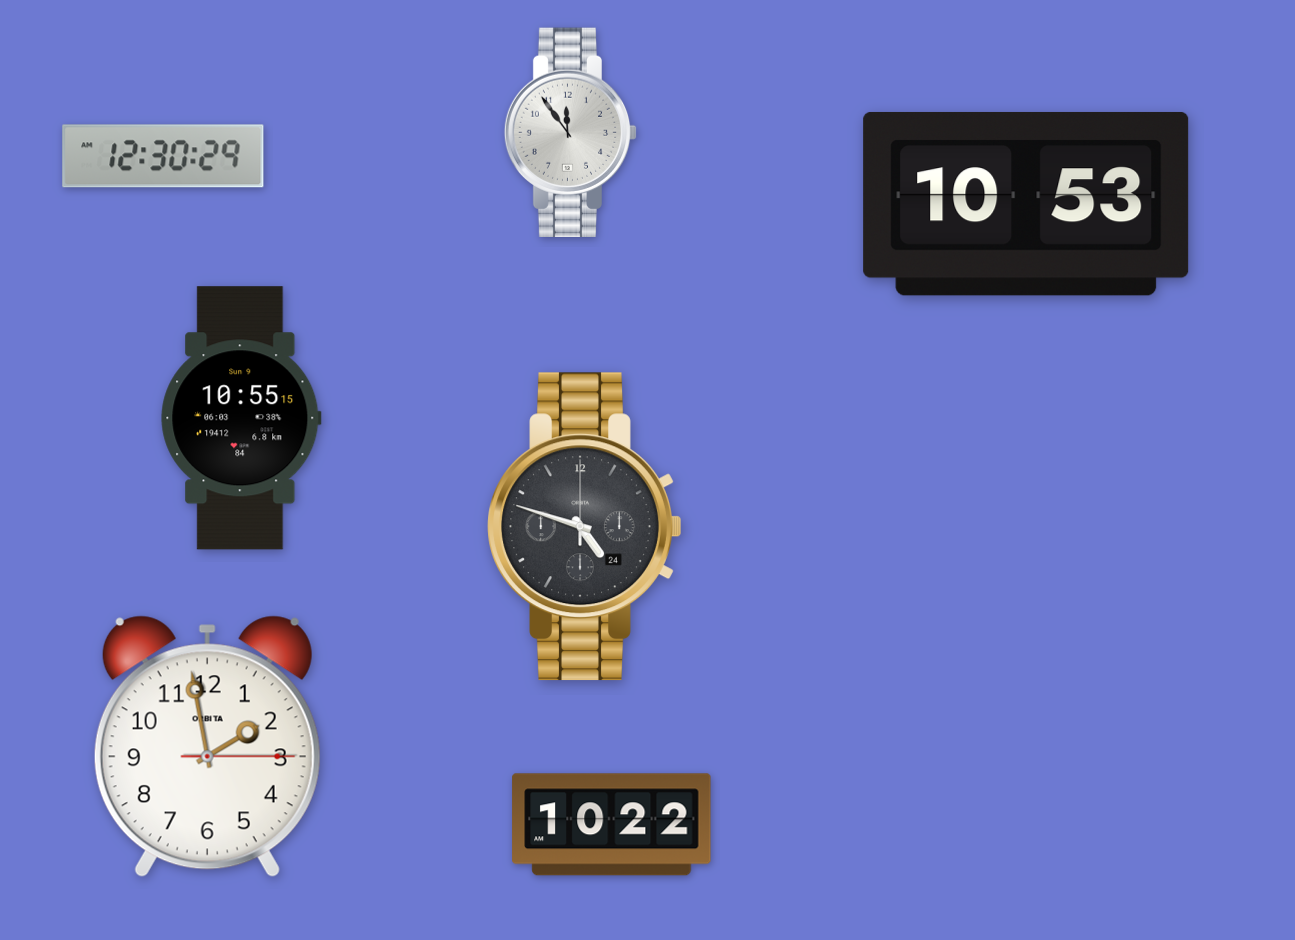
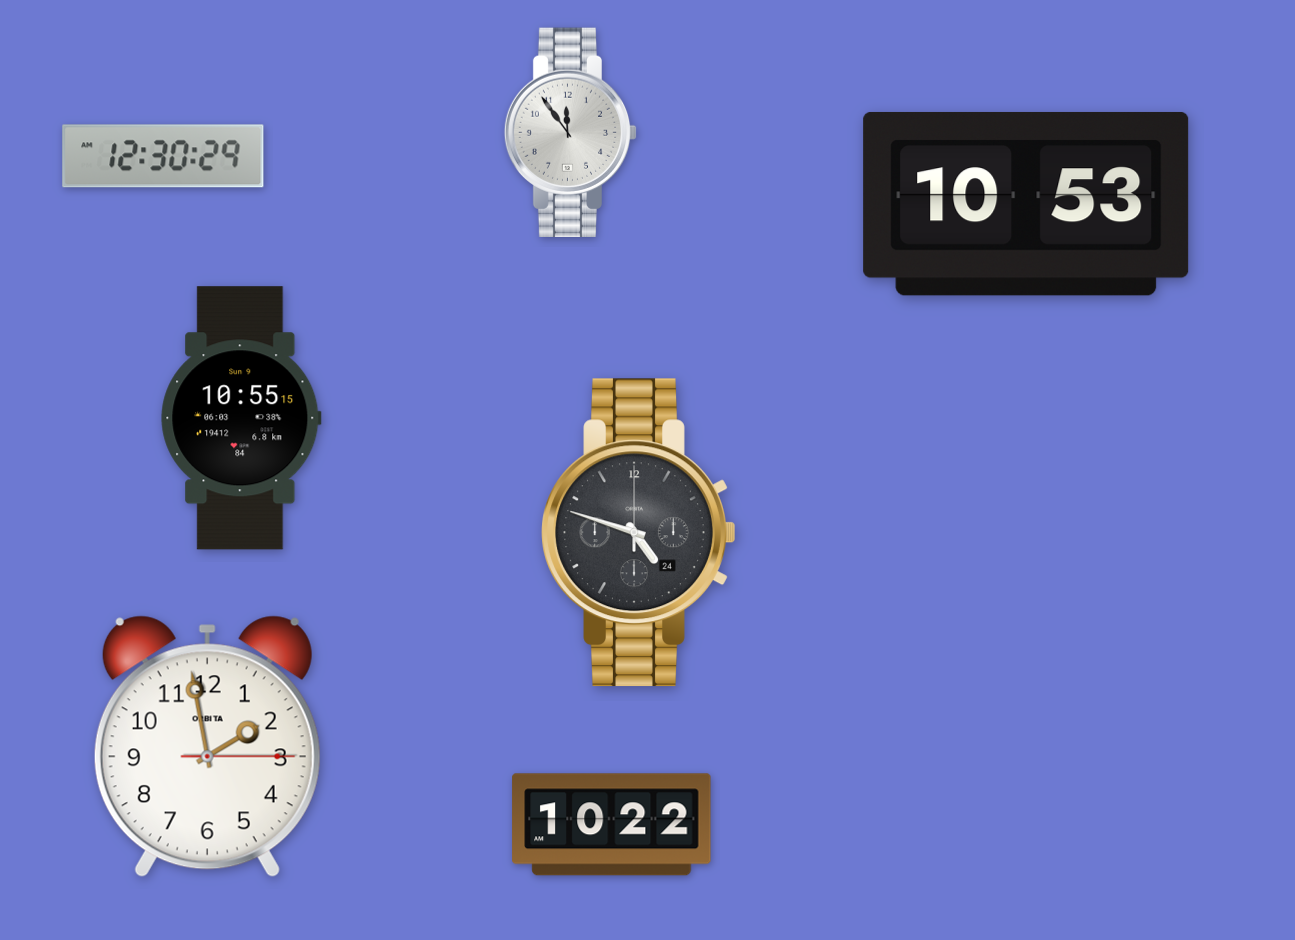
clock at (585, 527) position: (585, 527) -> (639, 533)
